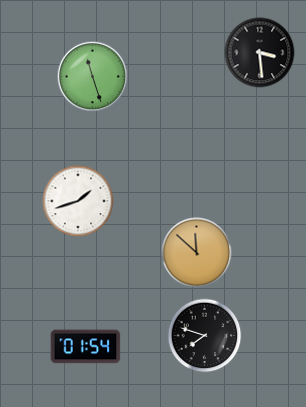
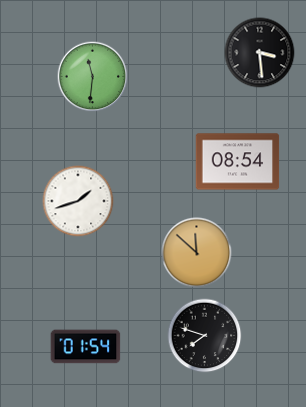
clock at (93, 77): 11:27 -> 11:31
clock at (238, 162): none -> 08:54
